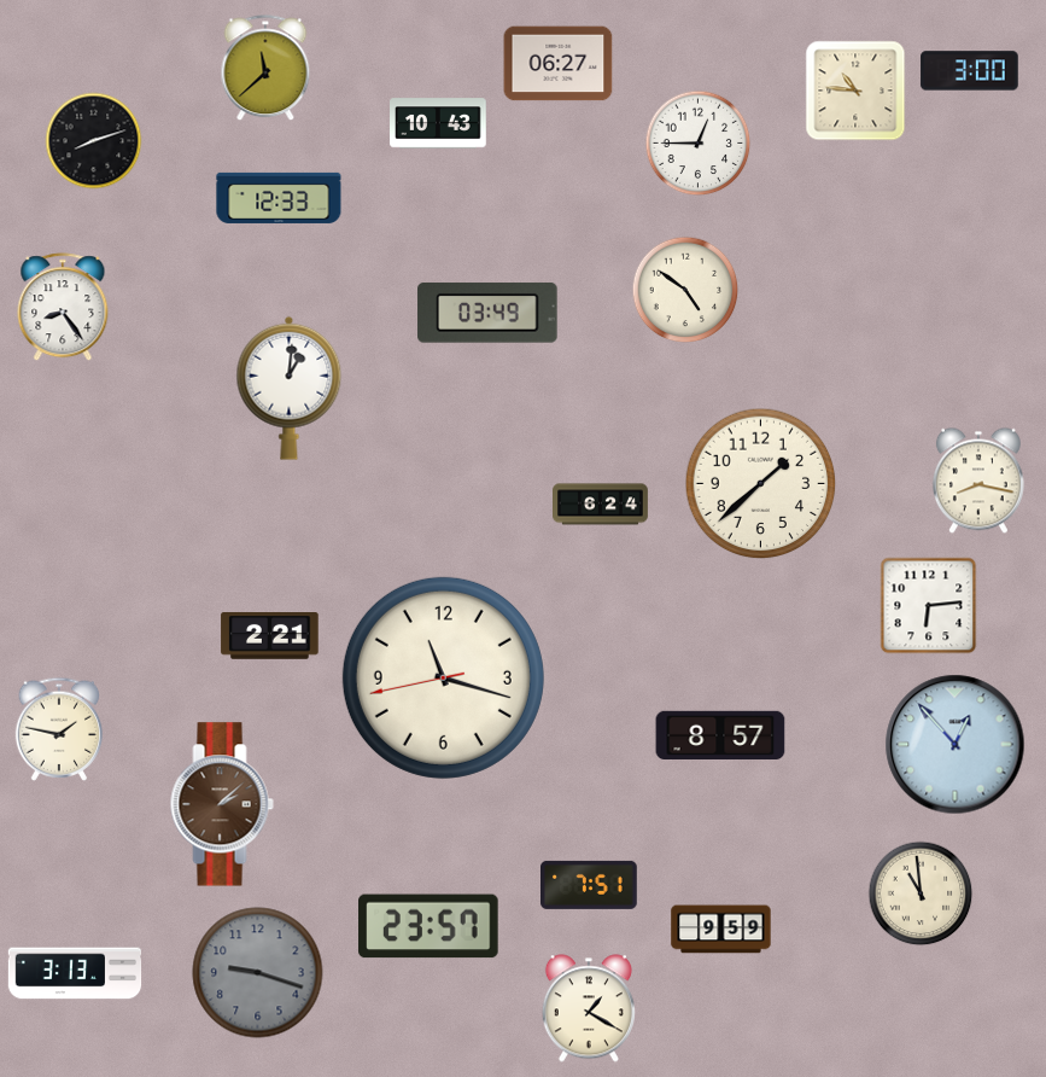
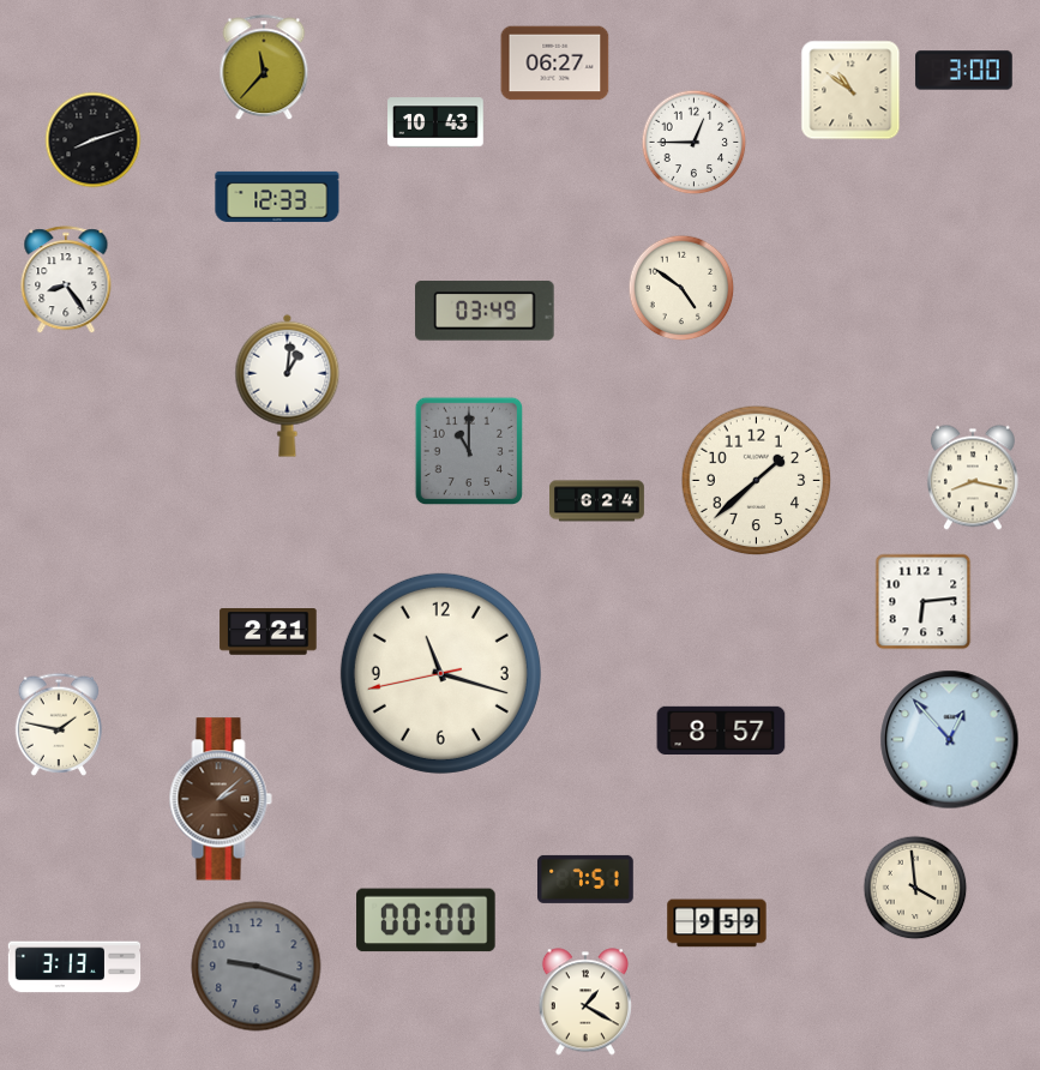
clock at (265, 69): 11:38 -> 11:37
clock at (855, 91): 10:46 -> 10:51
clock at (63, 308) position: (63, 308) -> (66, 281)
clock at (468, 450): none -> 11:00
clock at (720, 734) position: (720, 734) -> (721, 729)
clock at (921, 893): 10:59 -> 3:59
clock at (428, 926): 23:57 -> 00:00
